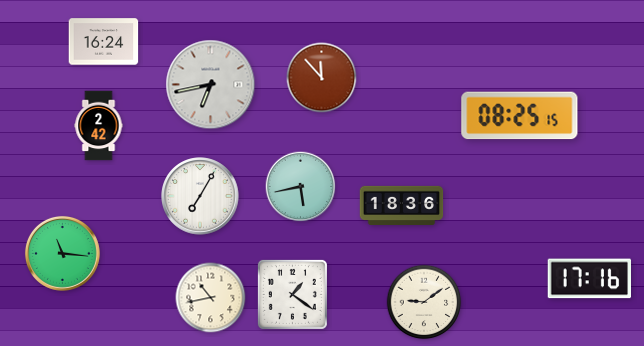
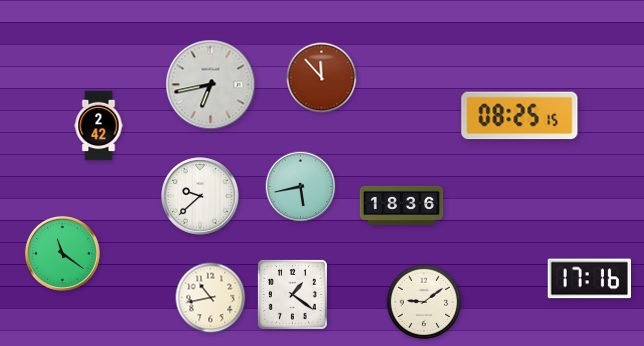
clock at (104, 42): 16:24 -> none
clock at (200, 196): 7:05 -> 9:38
clock at (62, 253): 11:16 -> 11:21
